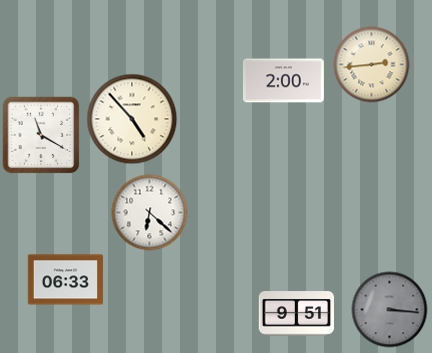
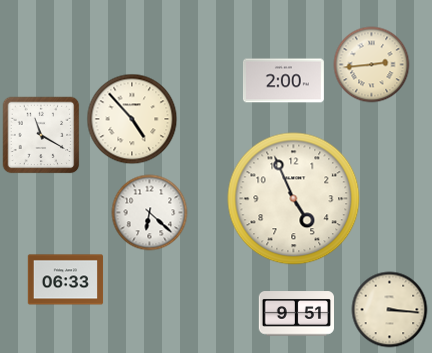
clock at (294, 199): none -> 4:56
clock at (390, 310) dial: grey -> cream
